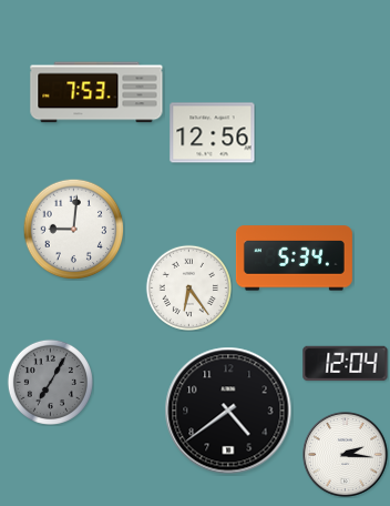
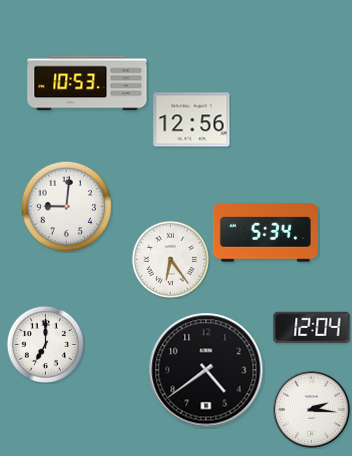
clock at (96, 92): 7:53 -> 10:53
clock at (50, 382): 7:05 -> 7:00
clock at (50, 382) dial: grey -> white
